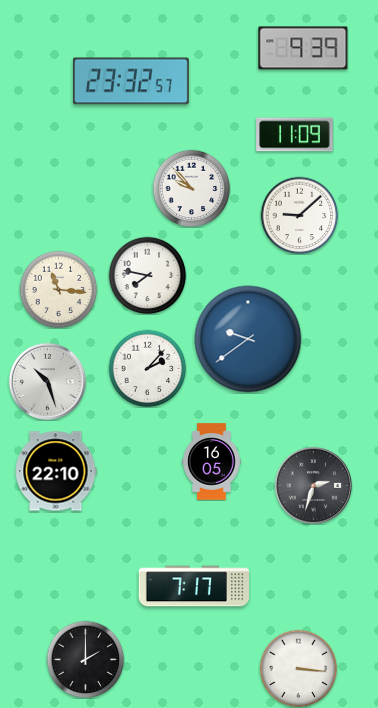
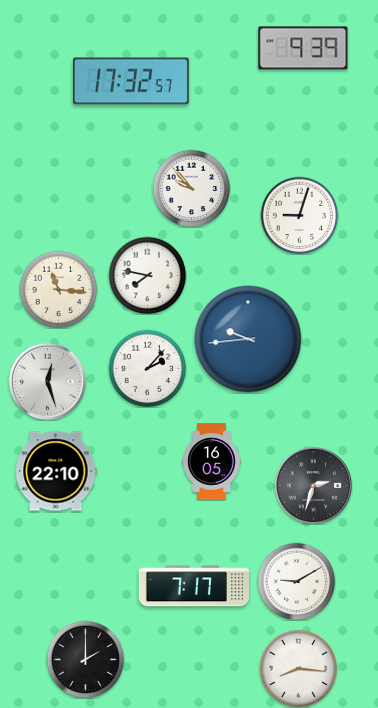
clock at (131, 81): 23:32 -> 17:32
clock at (295, 135): 11:09 -> none
clock at (299, 215): 9:08 -> 9:03
clock at (248, 339): 9:39 -> 9:44
clock at (47, 381): 10:27 -> 12:27
clock at (296, 581): none -> 9:10
clock at (298, 668): 3:16 -> 8:16
